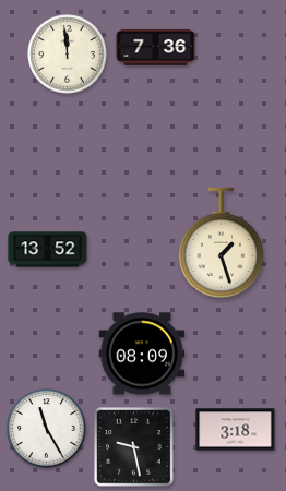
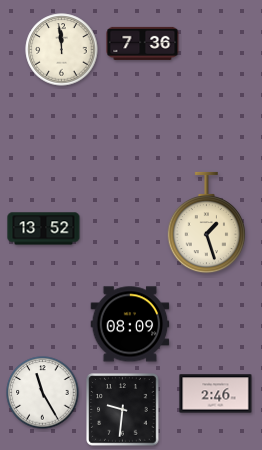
clock at (221, 243) position: (221, 243) -> (206, 223)
clock at (236, 430): 3:18 -> 2:46
clock at (134, 447): 9:28 -> 9:31
